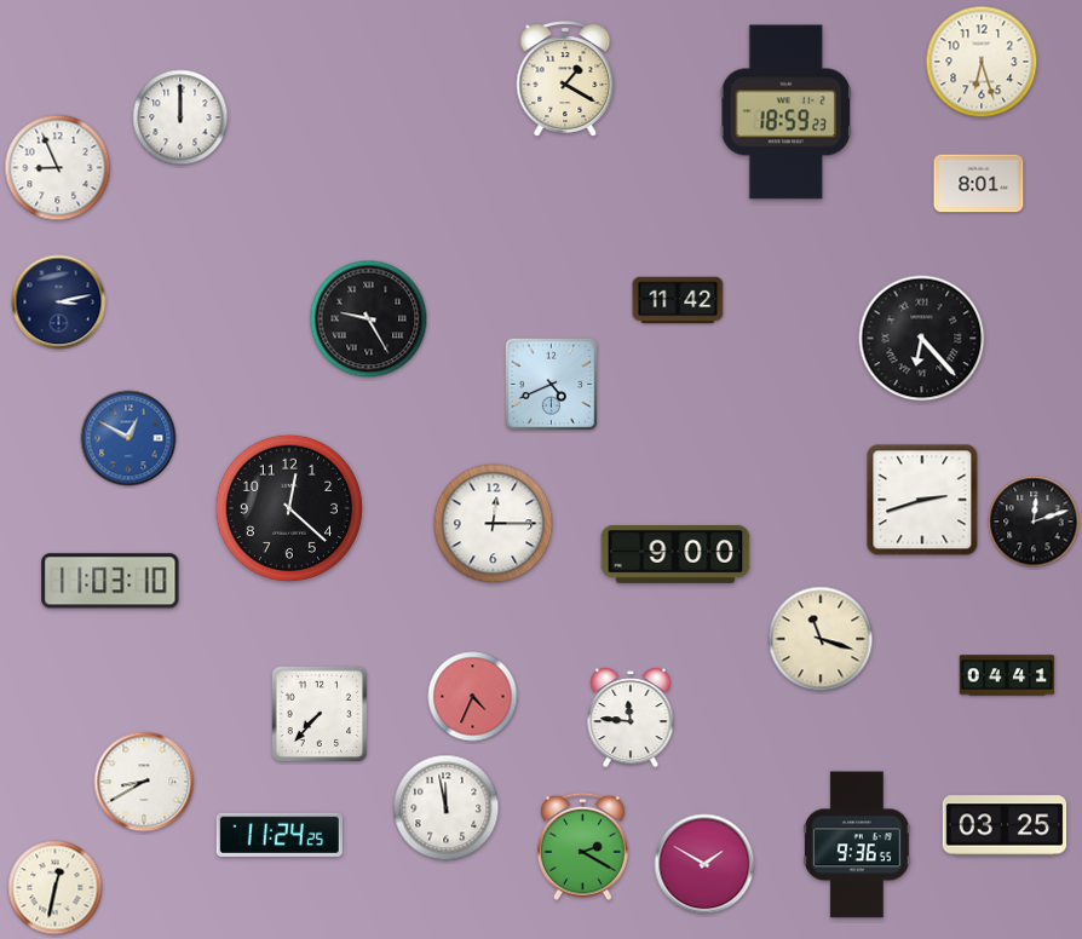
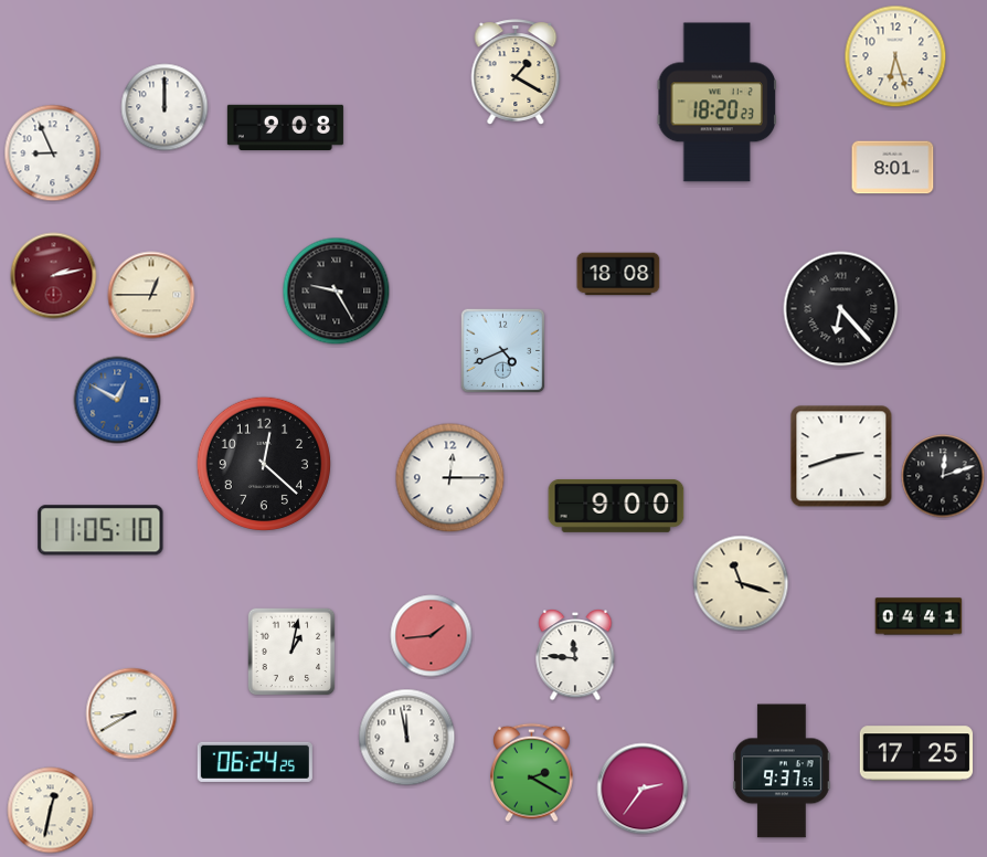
clock at (785, 113): 18:59 -> 18:20
clock at (285, 127): none -> 9:08
clock at (678, 300): 11:42 -> 18:08
clock at (59, 303): 3:13 -> 2:13
clock at (59, 303) dial: navy -> burgundy
clock at (151, 295): none -> 12:45
clock at (110, 581): 11:03 -> 11:05
clock at (821, 639) position: (821, 639) -> (741, 583)
clock at (473, 697): 4:34 -> 1:44
clock at (320, 714): 7:37 -> 1:02
clock at (1005, 825): 03:25 -> 17:25
clock at (280, 835): 11:24 -> 06:24
clock at (857, 845): 9:36 -> 9:37
clock at (704, 864): 1:50 -> 2:36
